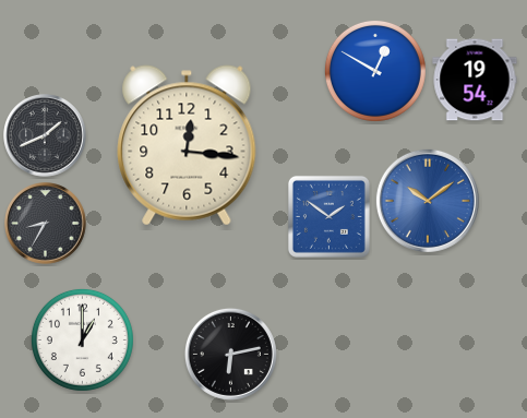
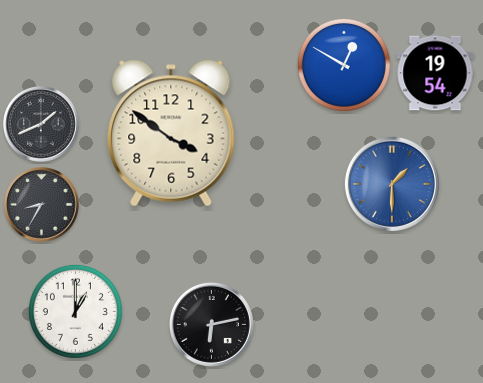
clock at (187, 145): 12:16 -> 3:51
clock at (428, 201): 10:09 -> 1:30
clock at (328, 216): 1:51 -> none
